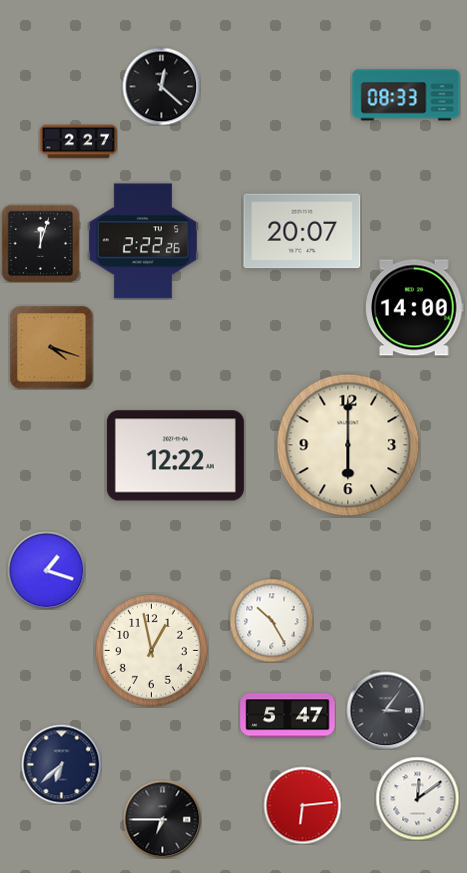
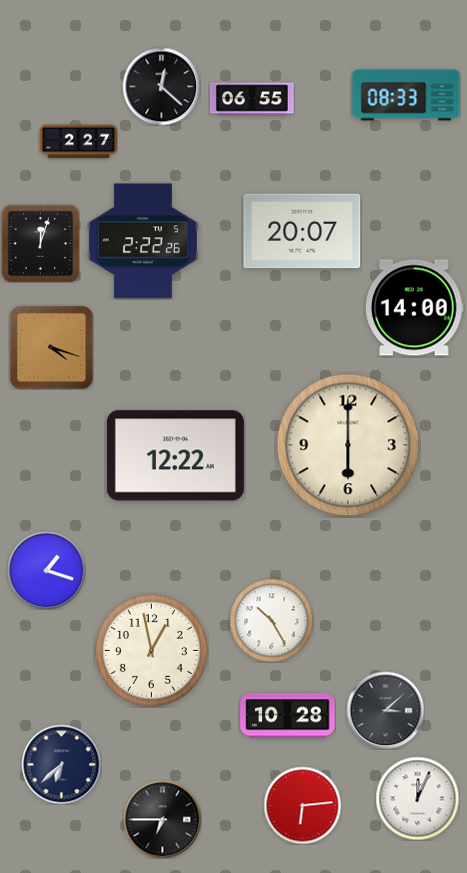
clock at (252, 99): none -> 06:55
clock at (385, 710): 3:06 -> 3:08
clock at (288, 716): 5:47 -> 10:28
clock at (417, 798): 12:09 -> 12:04
